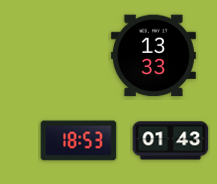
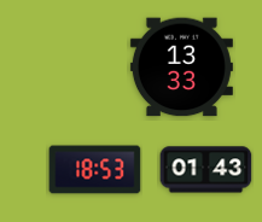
clock at (153, 56) position: (153, 56) -> (181, 68)
